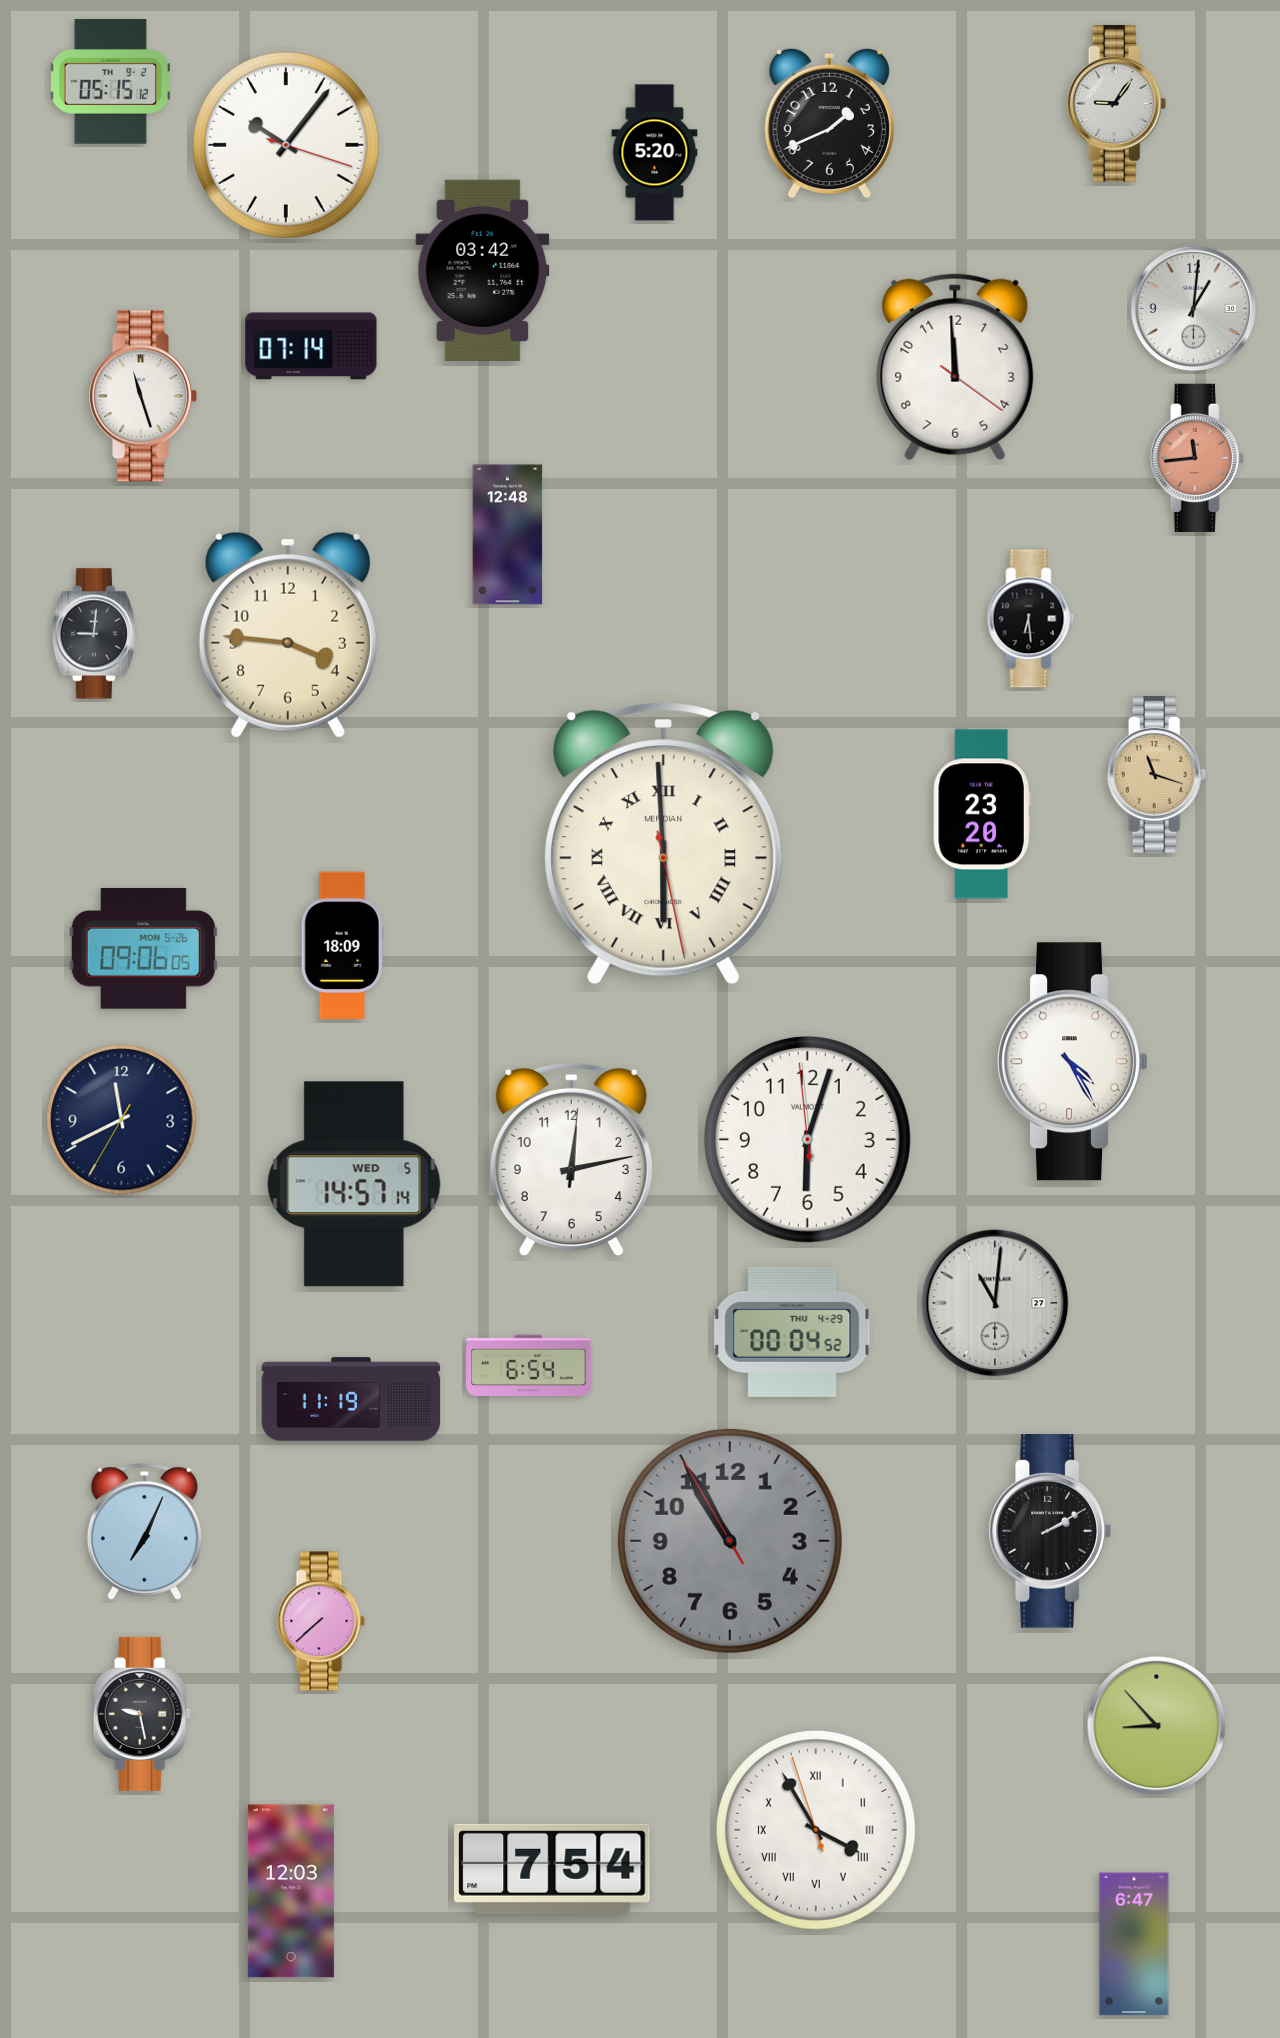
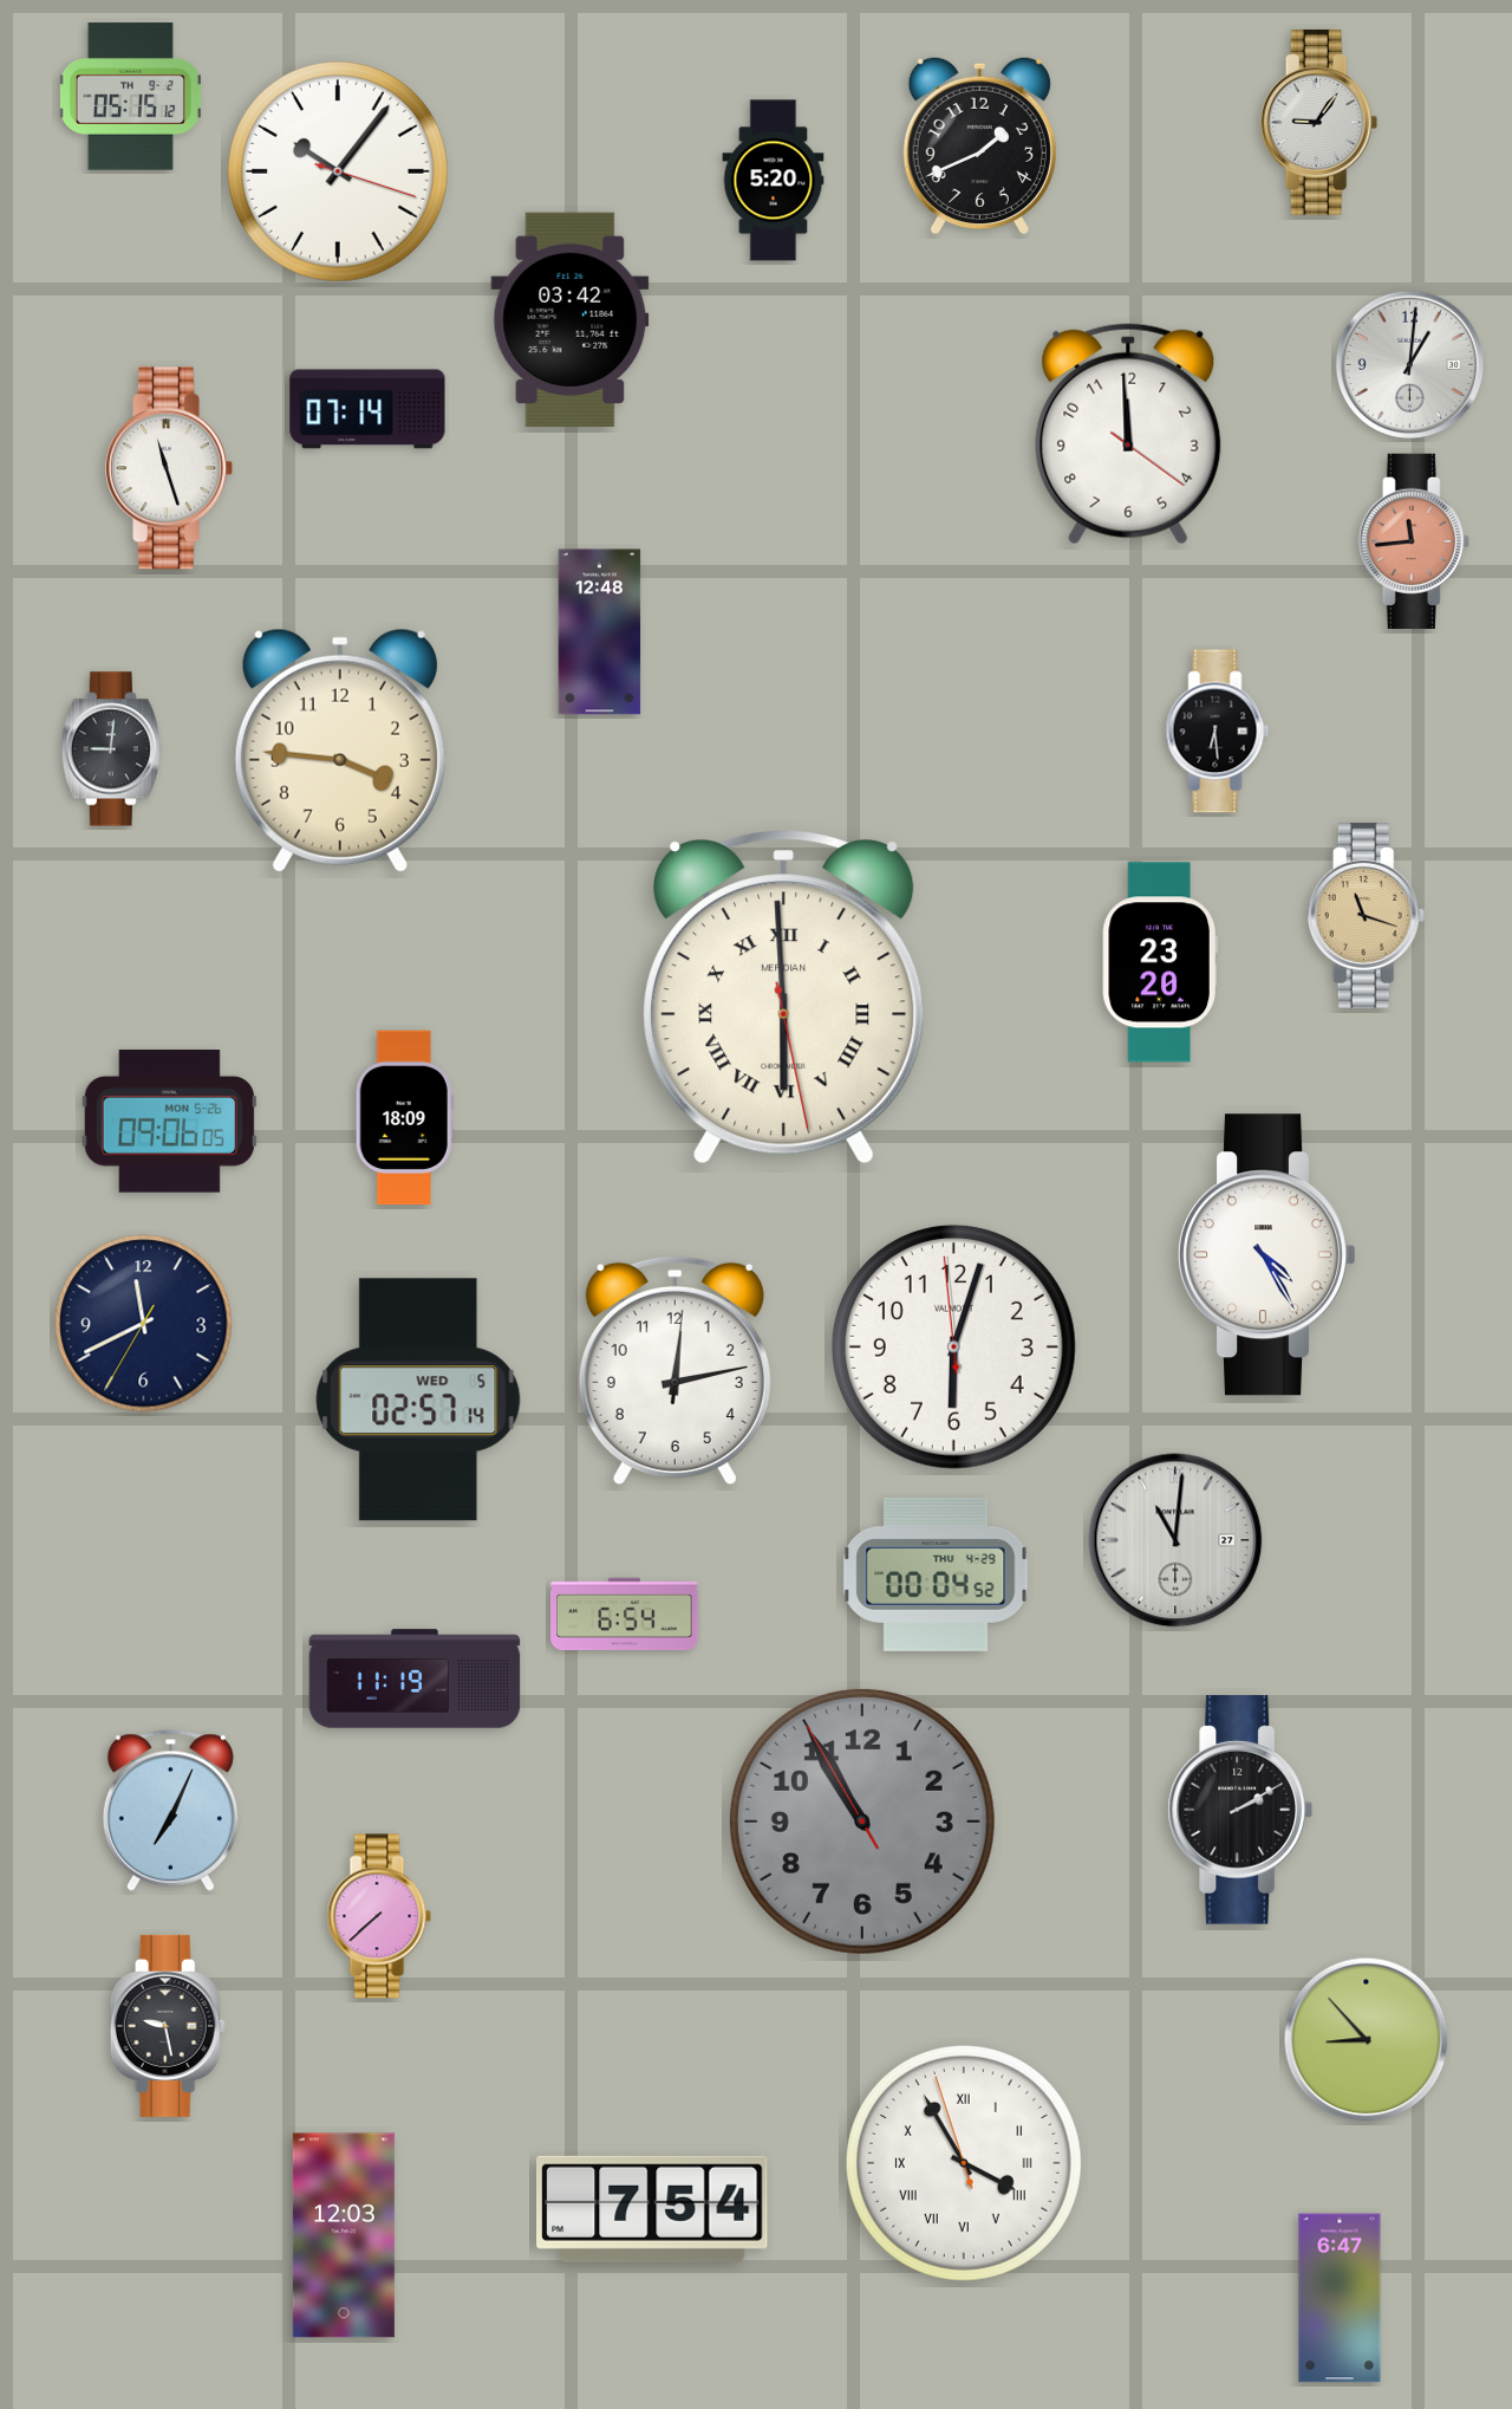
clock at (354, 1184): 14:57 -> 02:57
clock at (351, 1399) position: (351, 1399) -> (415, 1678)
